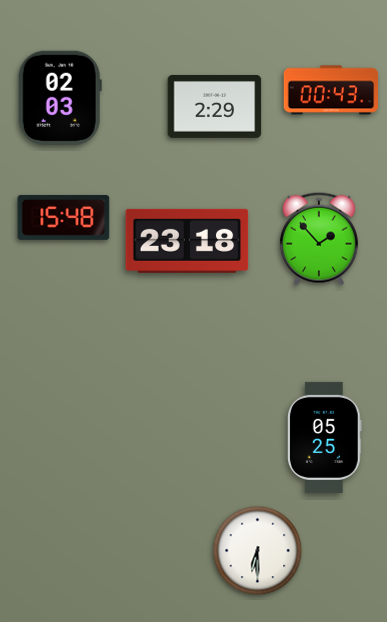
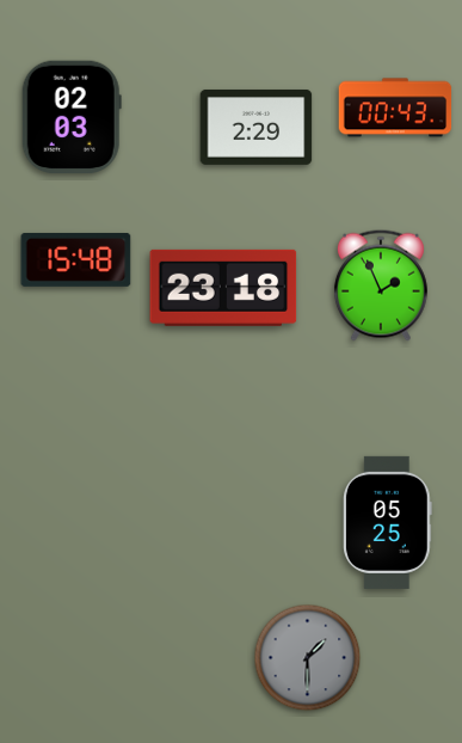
clock at (319, 239): 1:53 -> 1:56
clock at (258, 551): 6:30 -> 1:30
clock at (258, 551) dial: white -> grey
